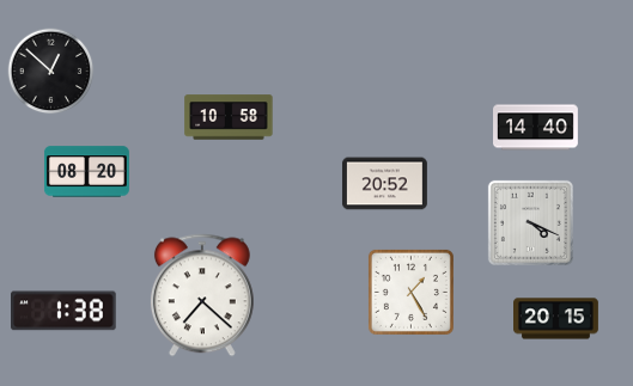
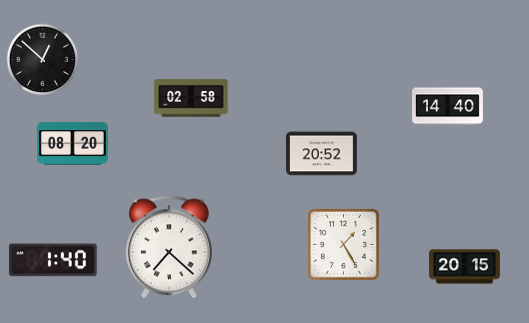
clock at (229, 117): 10:58 -> 02:58
clock at (530, 222): 4:19 -> none
clock at (65, 311): 1:38 -> 1:40
